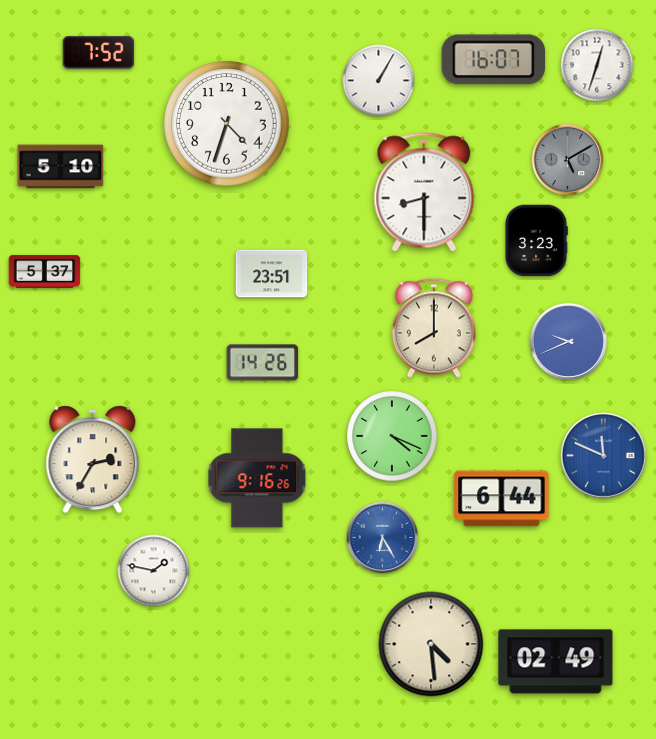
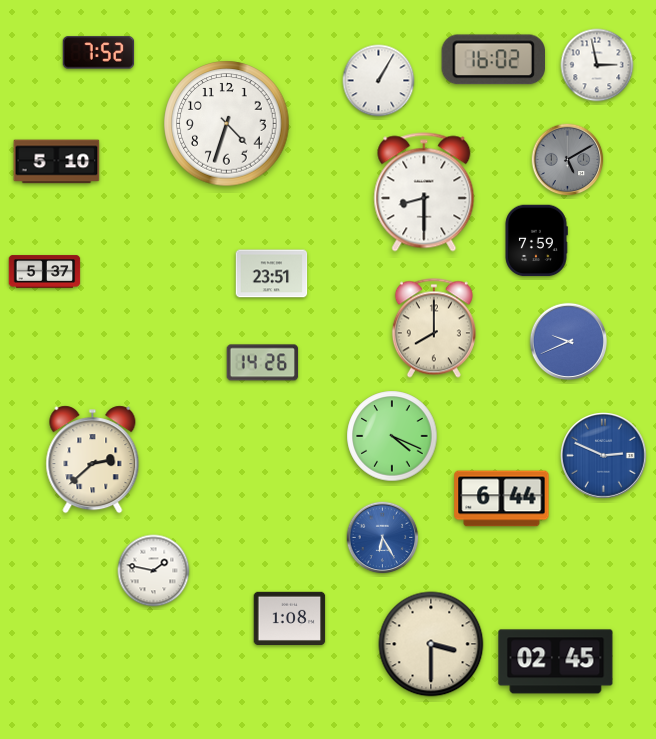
clock at (493, 60): 16:07 -> 16:02
clock at (597, 65): 12:33 -> 2:58
clock at (61, 167) position: (61, 167) -> (57, 162)
clock at (536, 241): 3:23 -> 7:59
clock at (604, 456): 11:49 -> 2:49
clock at (93, 460): 2:35 -> 2:38
clock at (257, 478): 9:16 -> none
clock at (290, 618): none -> 1:08
clock at (431, 644): 4:29 -> 3:30
clock at (556, 662): 02:49 -> 02:45
